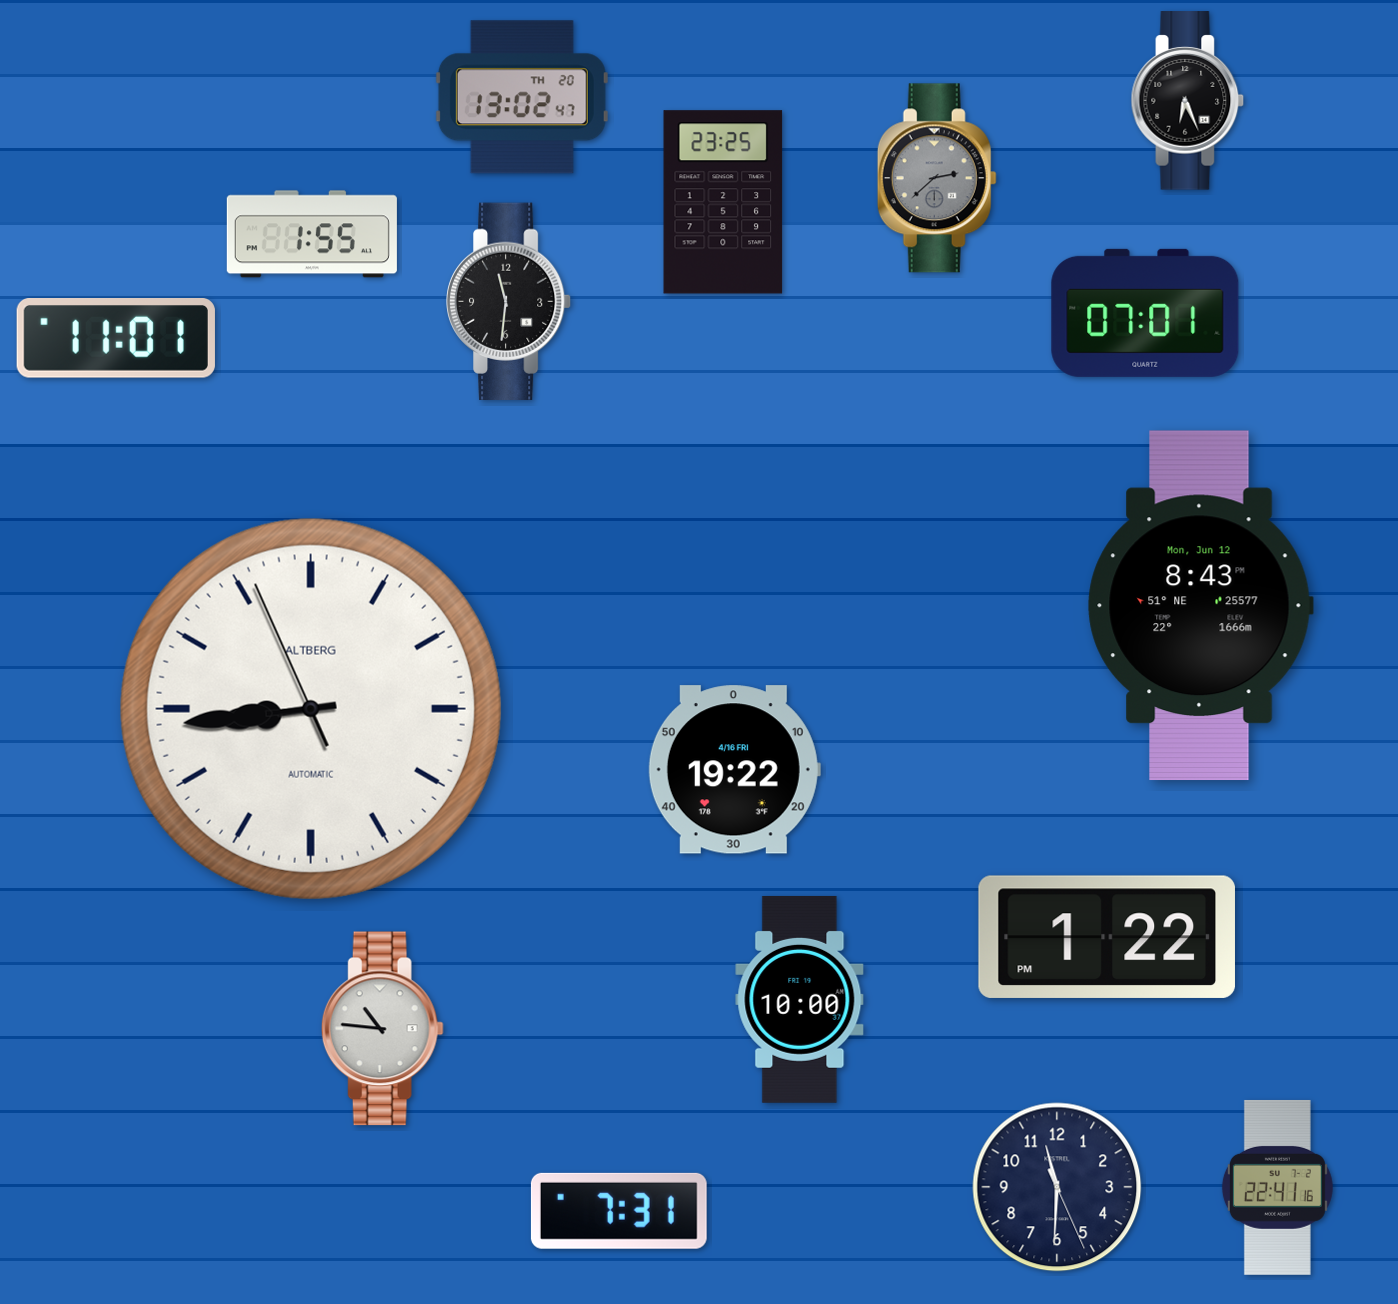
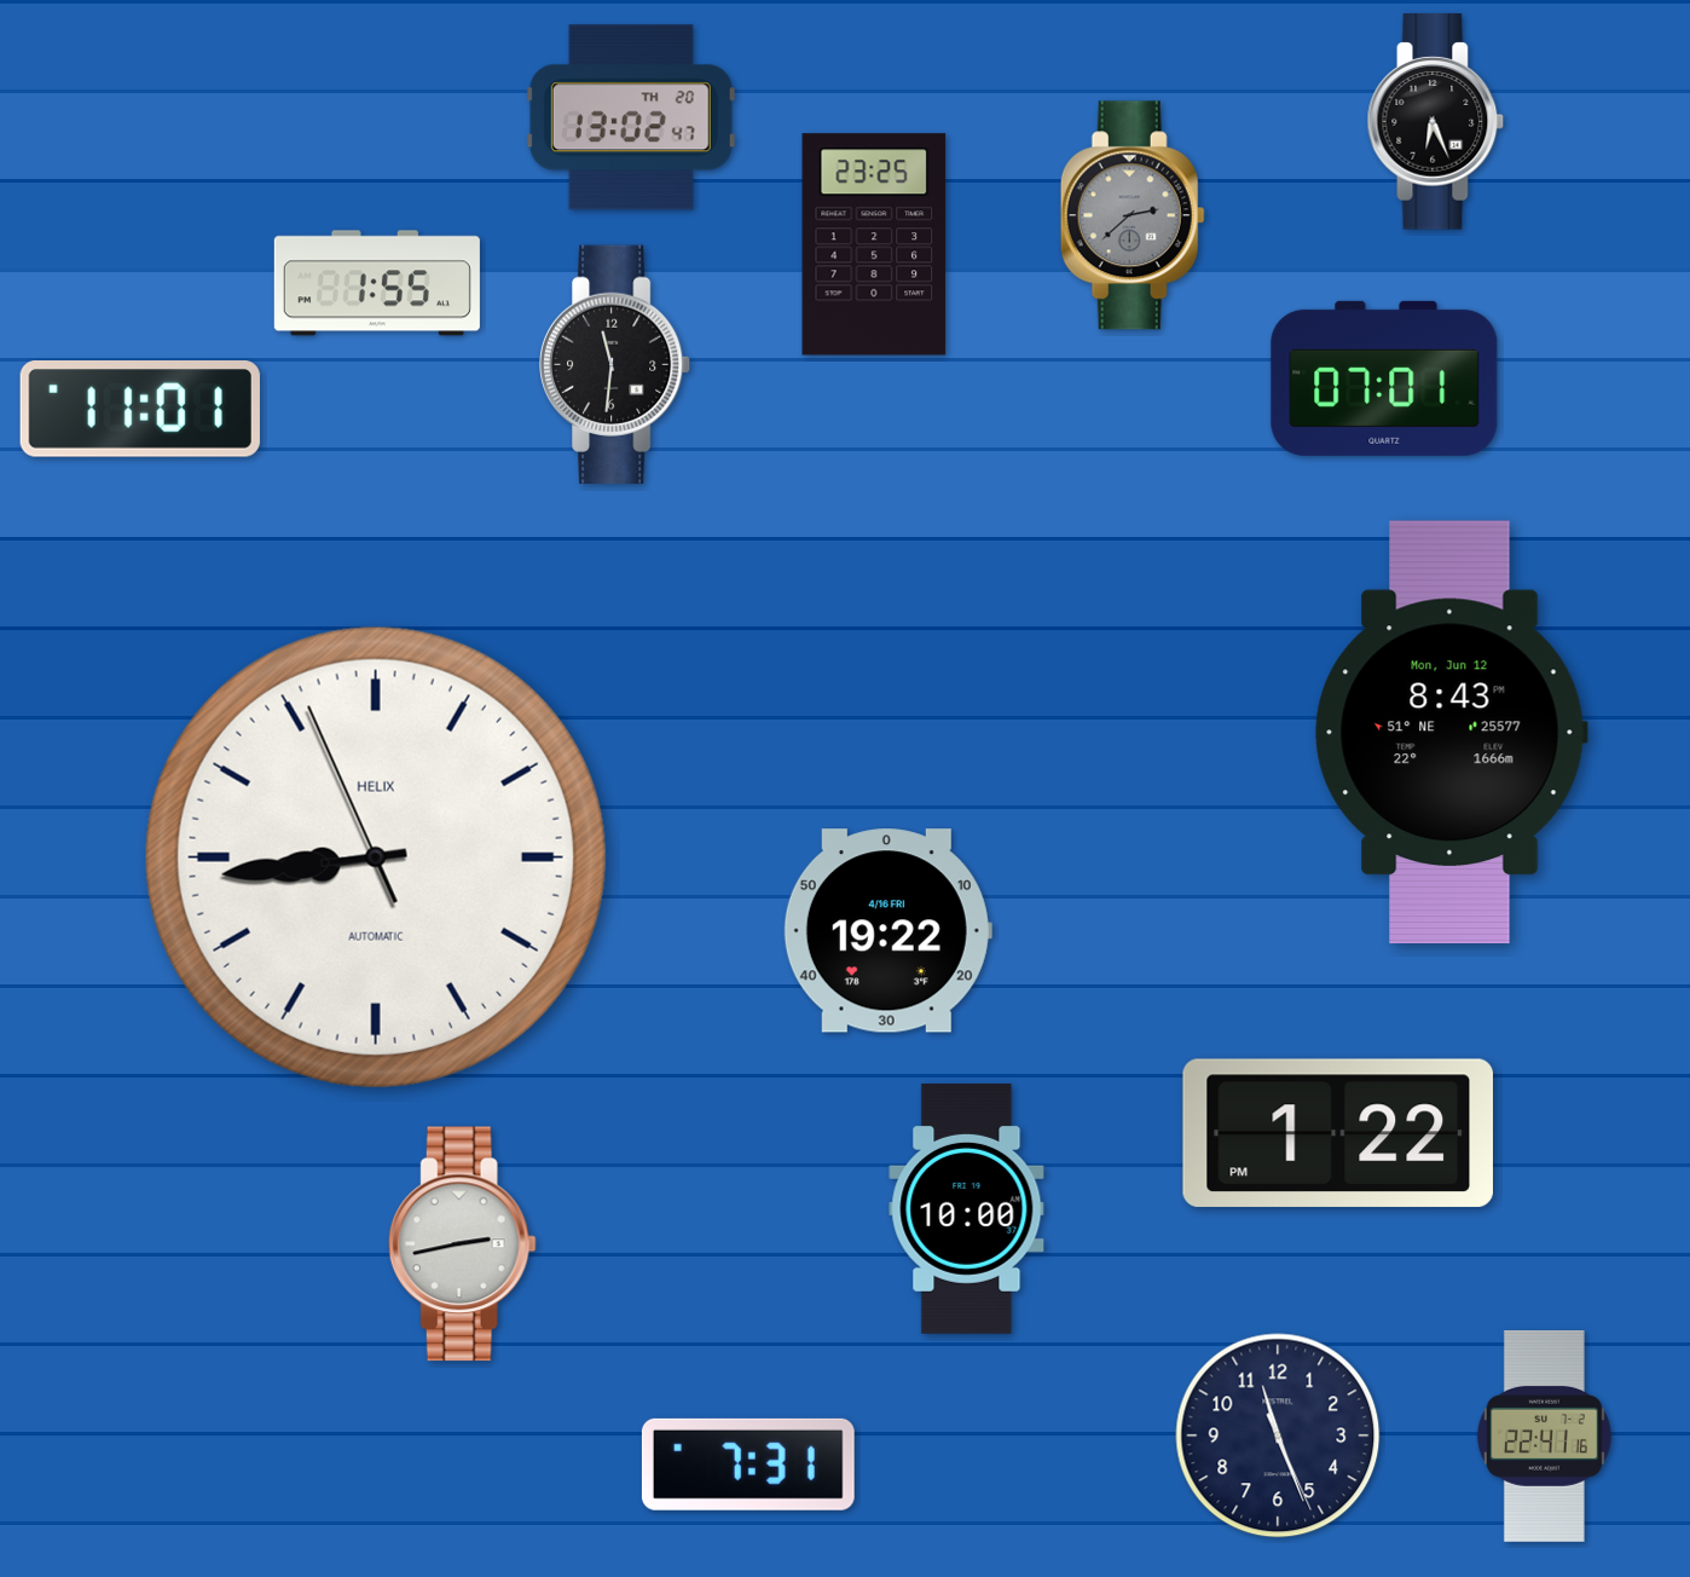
clock at (311, 709) brand: ALTBERG -> HELIX
clock at (382, 1029): 10:46 -> 2:43
clock at (1057, 1187): 11:30 -> 11:26
